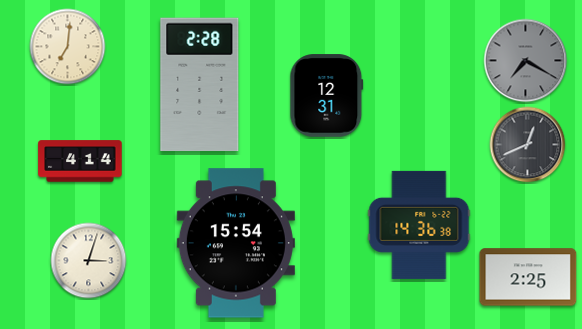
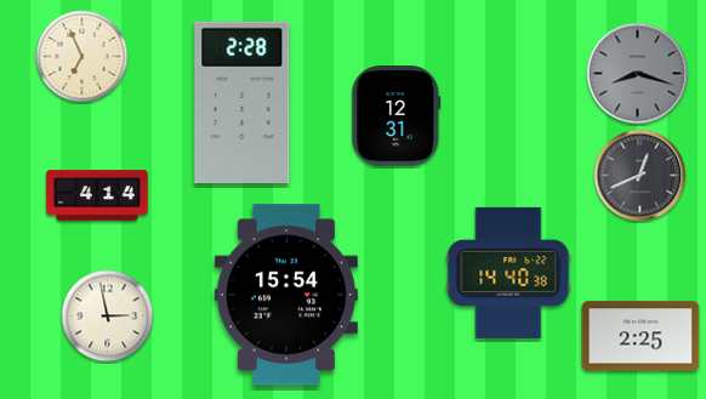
clock at (68, 47): 7:01 -> 6:56
clock at (526, 61): 7:20 -> 8:18
clock at (419, 225): 14:36 -> 14:40
clock at (89, 261): 3:03 -> 2:58
